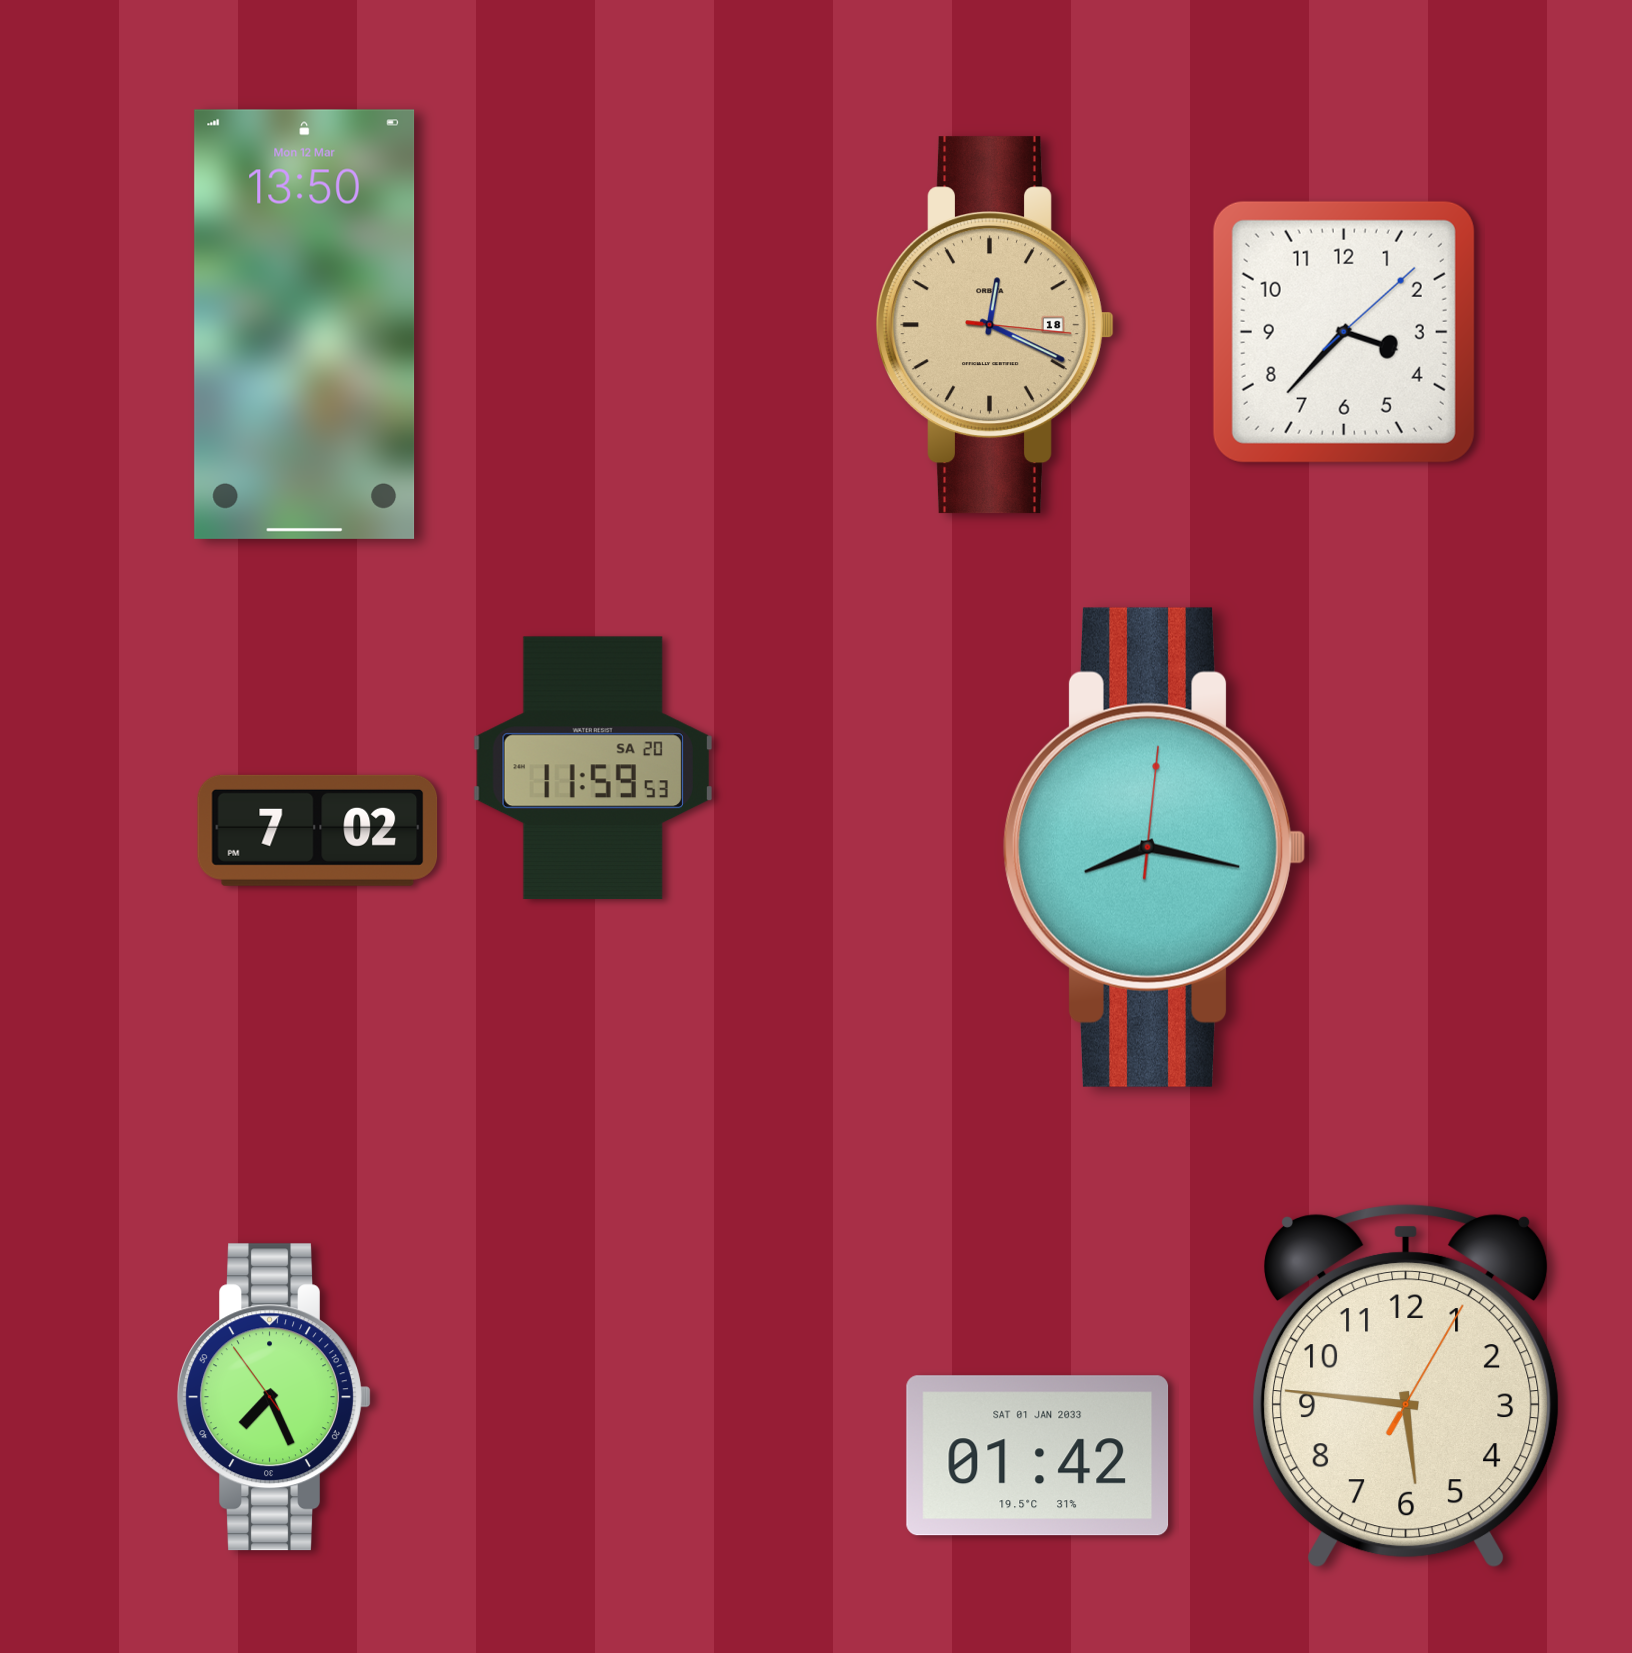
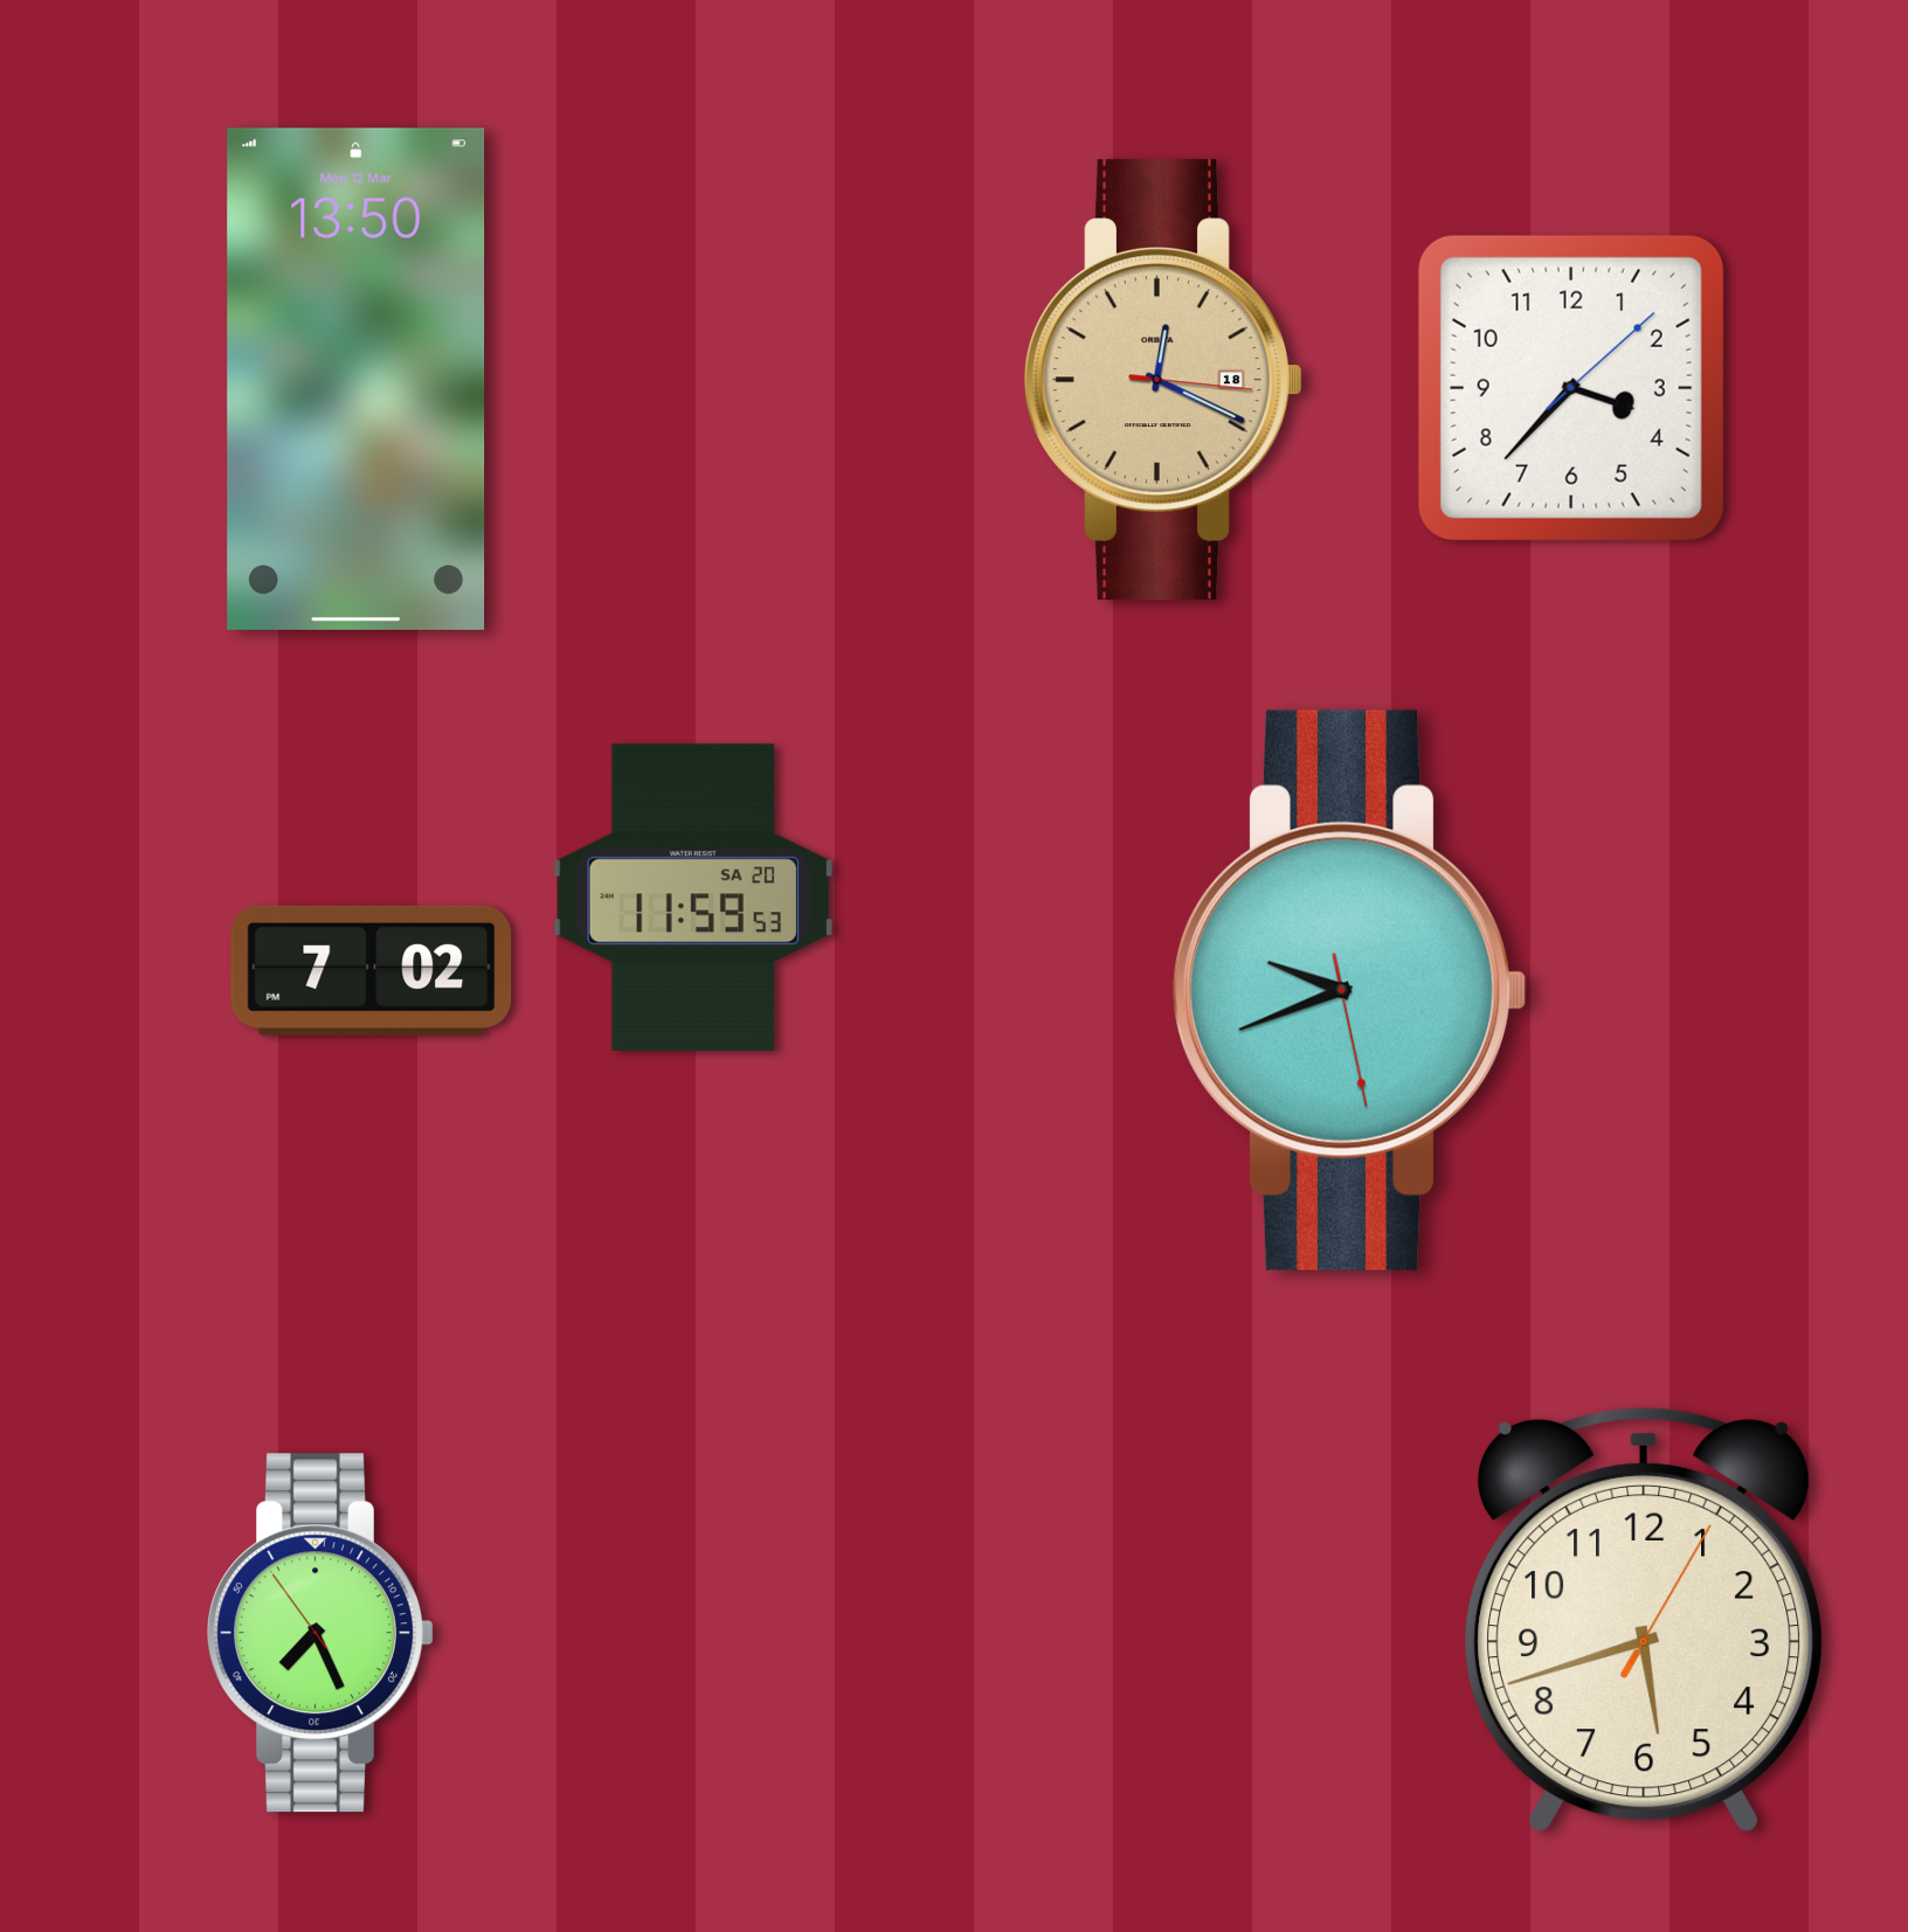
clock at (1154, 847): 8:17 -> 9:41
clock at (1406, 1386): 5:46 -> 5:42
clock at (1038, 1456): 01:42 -> none
